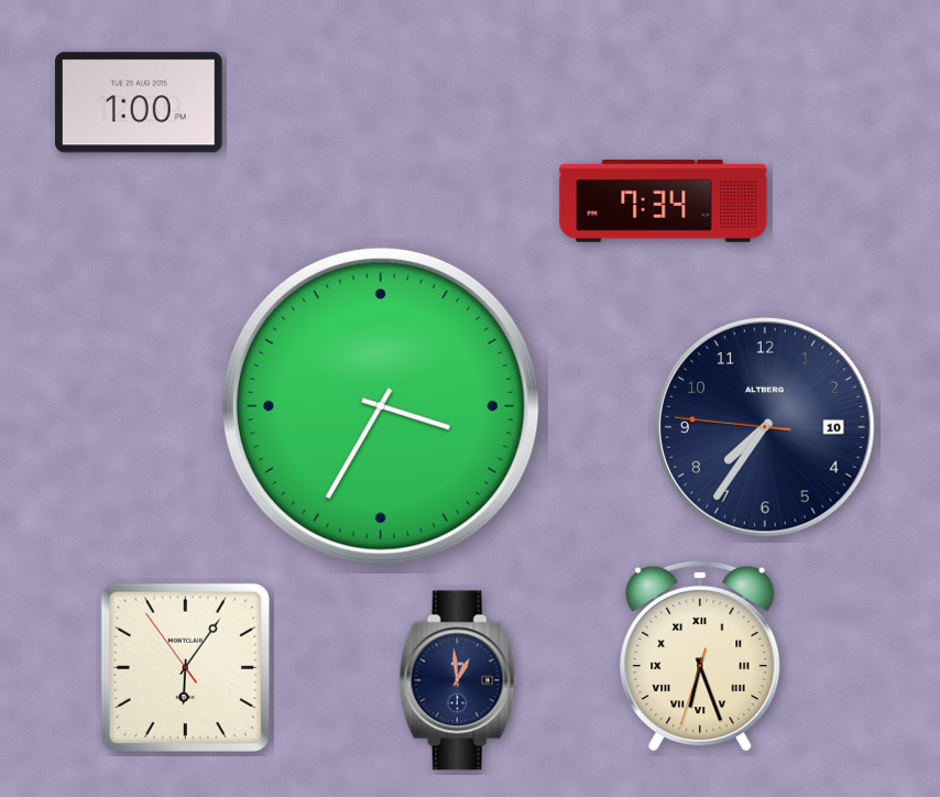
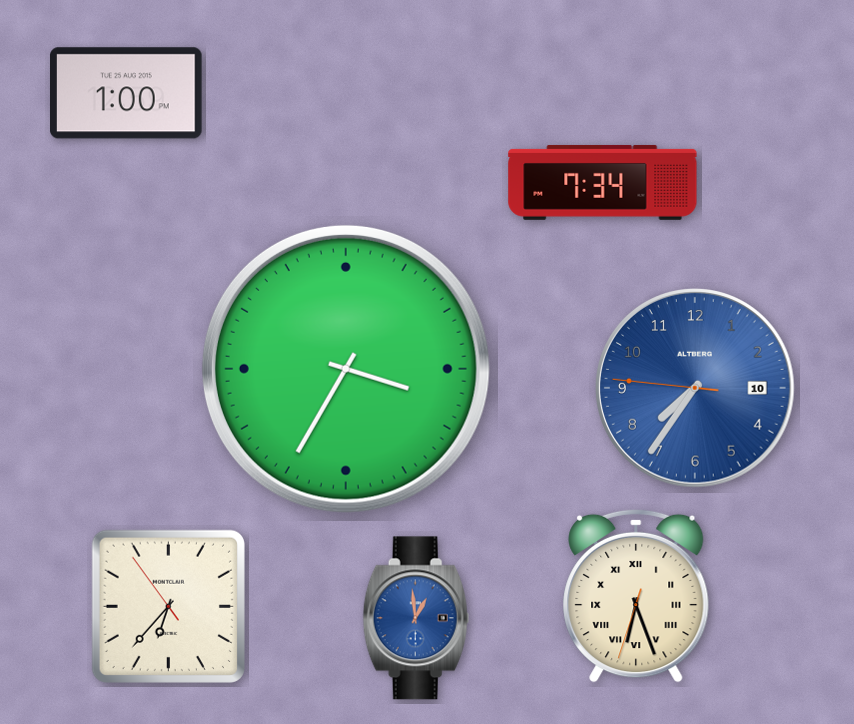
clock at (766, 428) dial: navy -> blue
clock at (185, 667): 6:05 -> 6:36
clock at (458, 680) dial: navy -> blue
